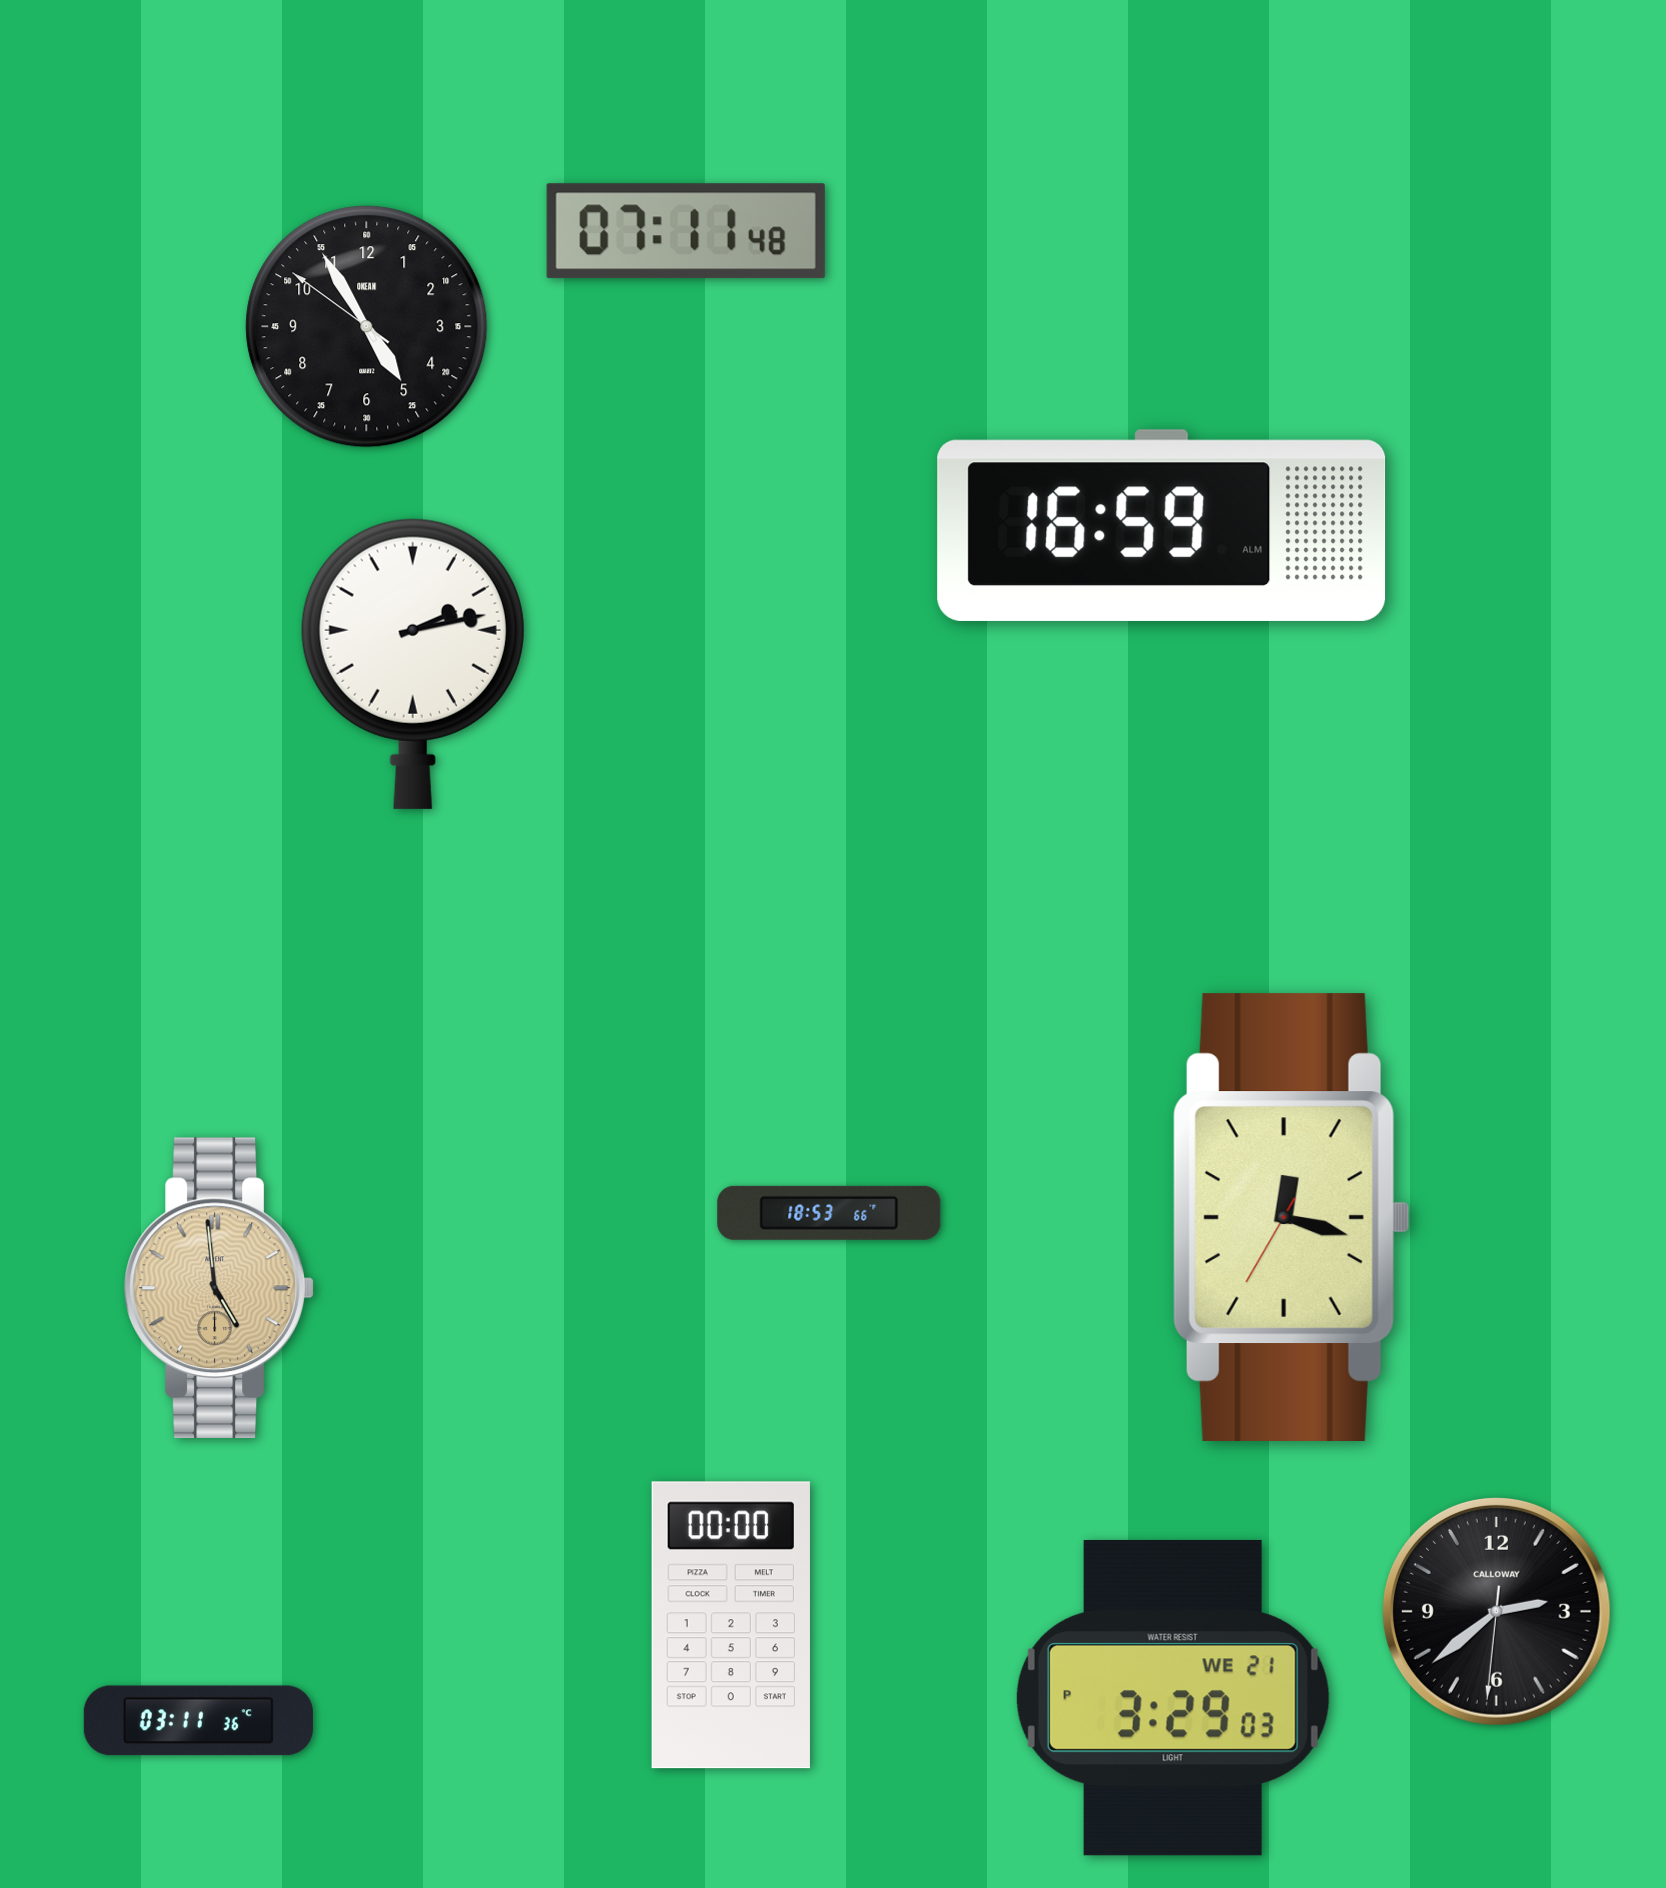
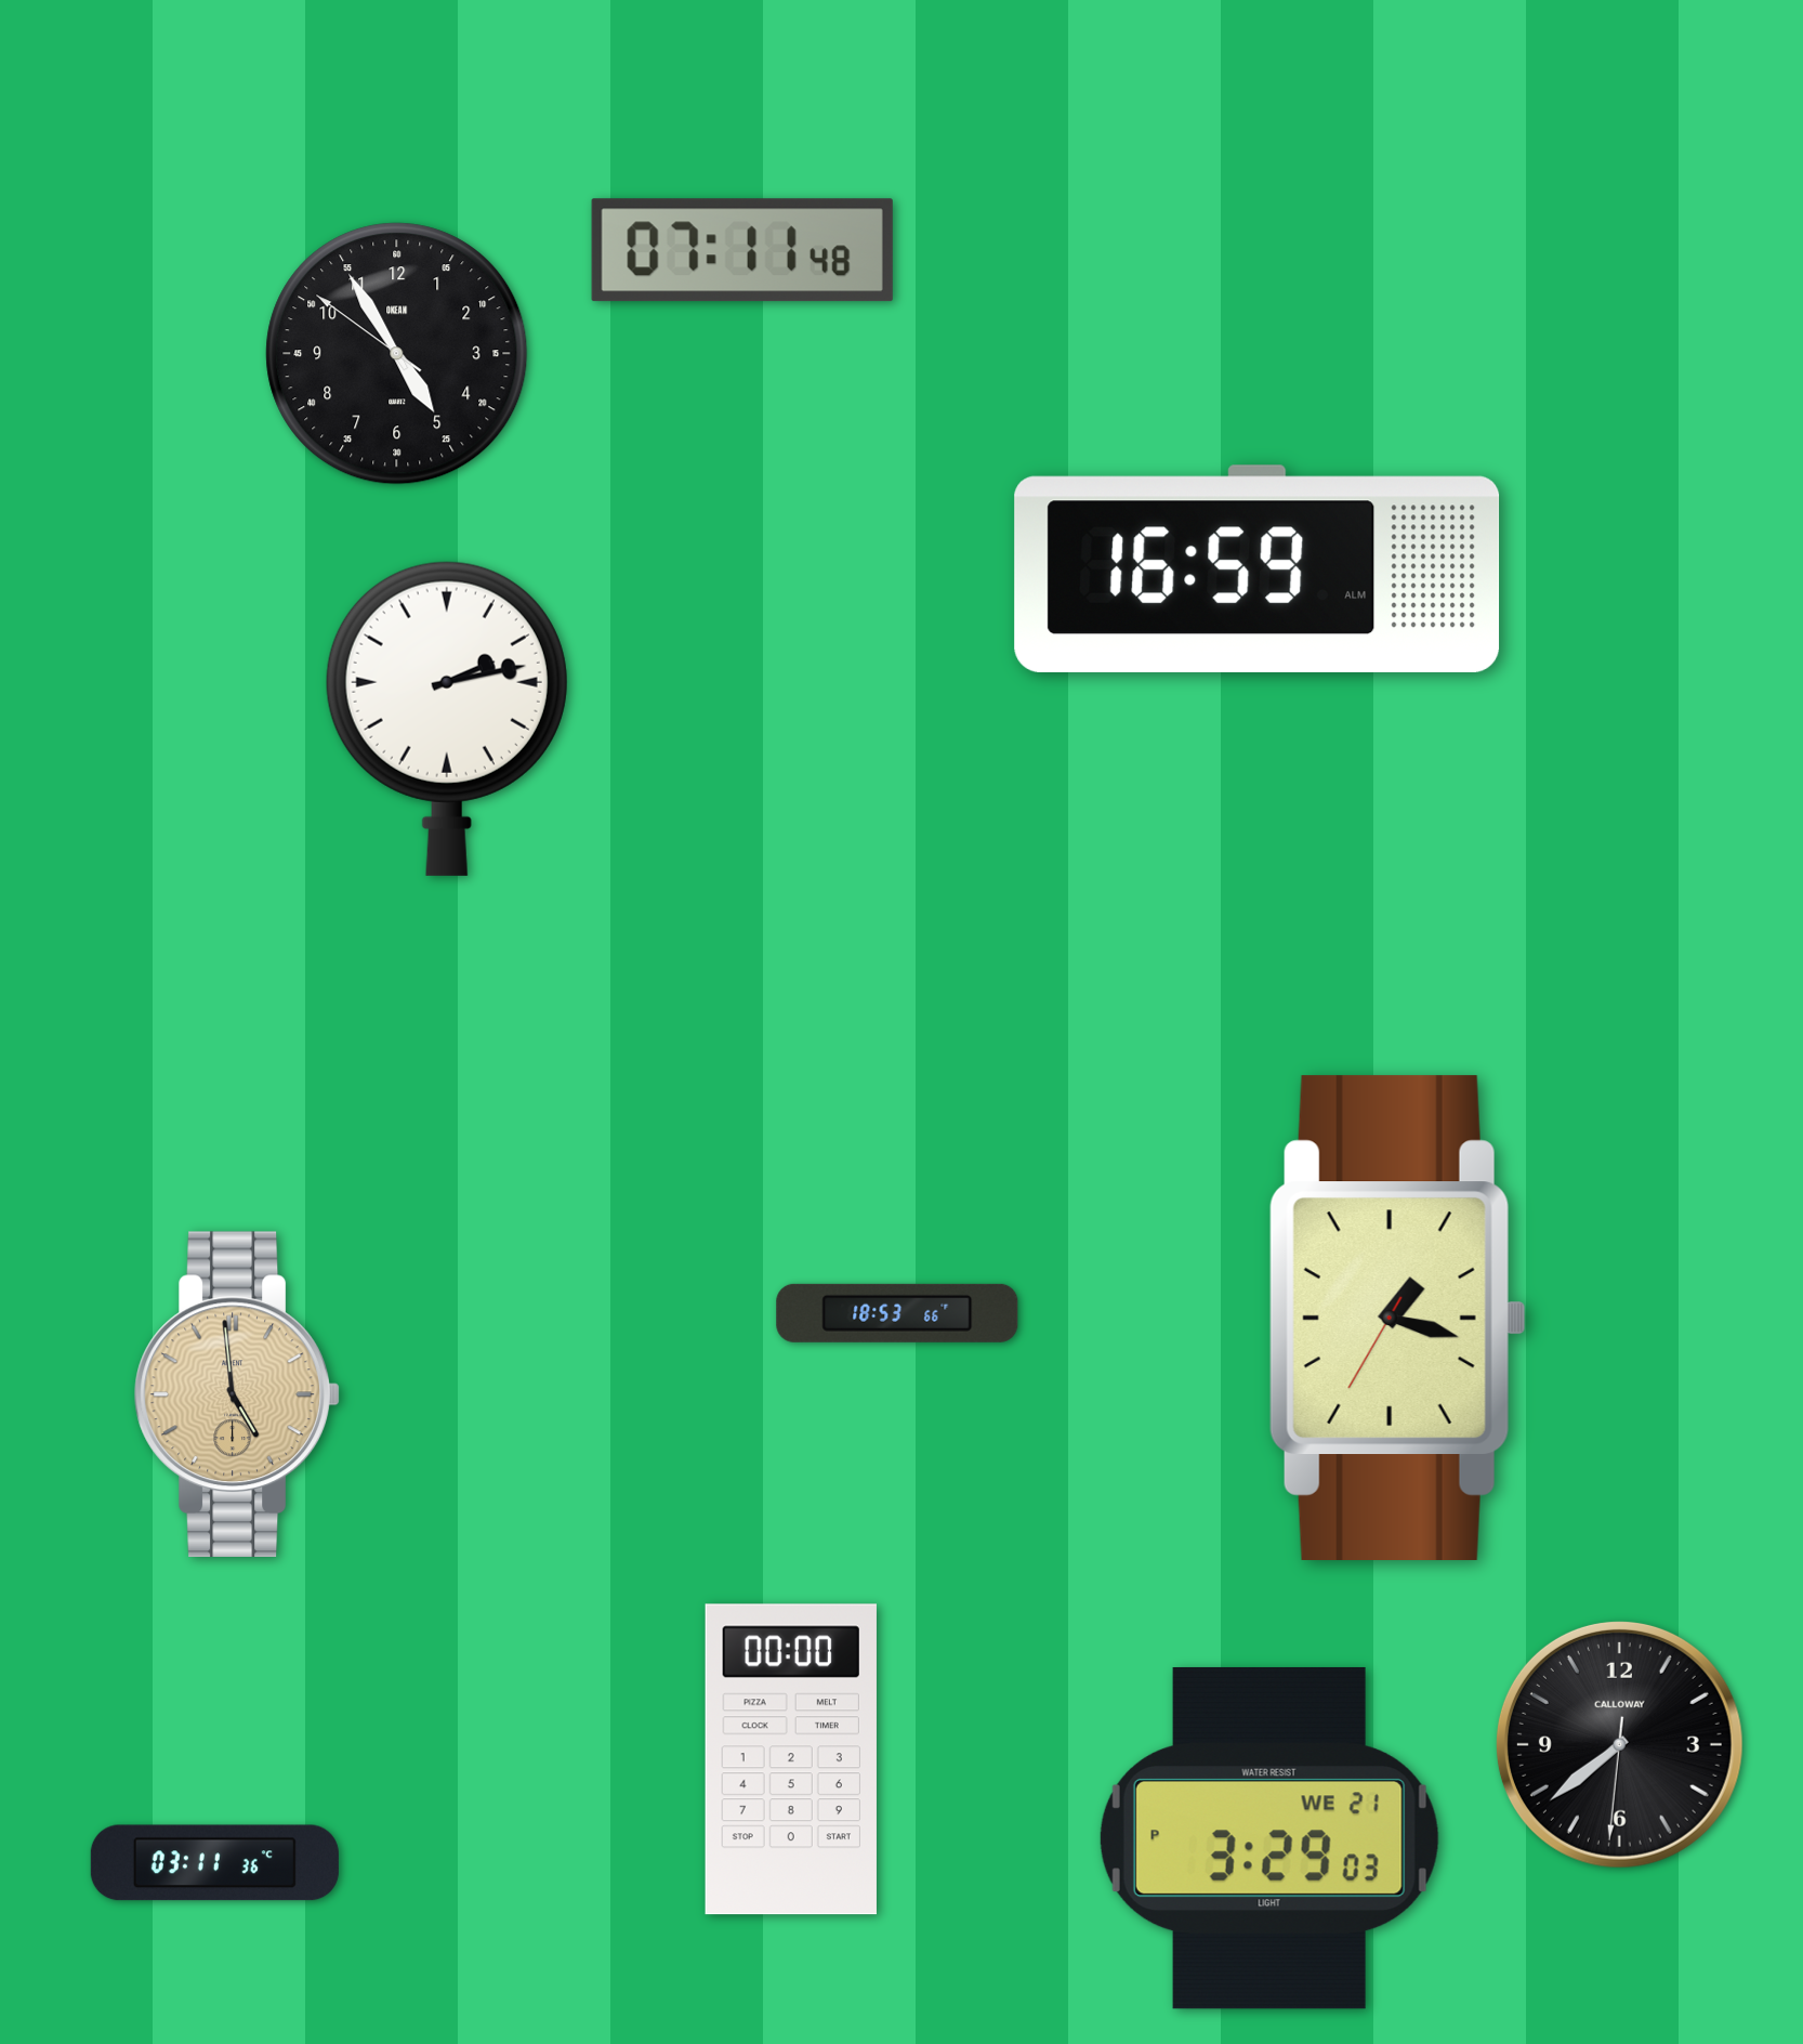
clock at (1291, 1217): 12:17 -> 1:17
clock at (1496, 1611): 2:38 -> 7:38
